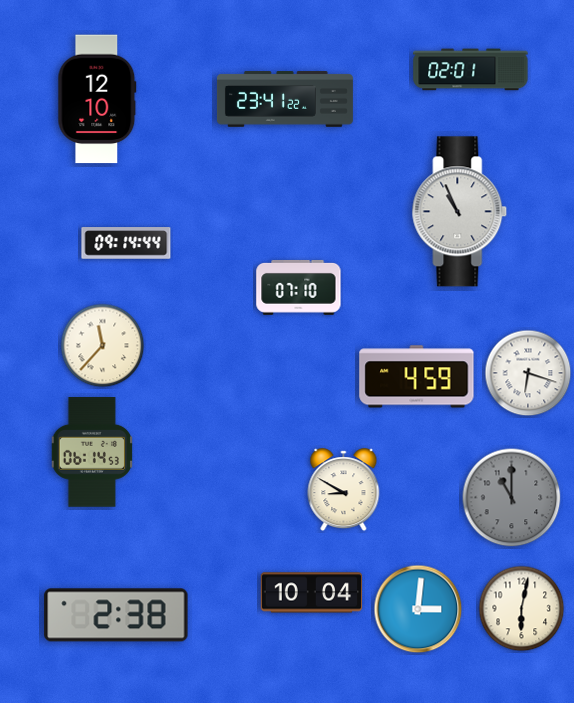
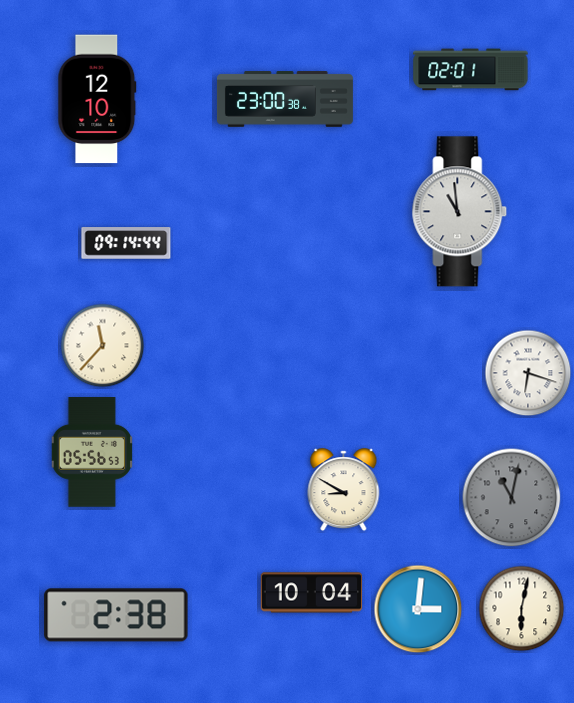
clock at (285, 99): 23:41 -> 23:00
clock at (460, 212): 10:56 -> 10:59
clock at (299, 287): 07:10 -> none
clock at (417, 377): 4:59 -> none
clock at (91, 452): 06:14 -> 05:56
clock at (512, 498): 11:00 -> 11:02
